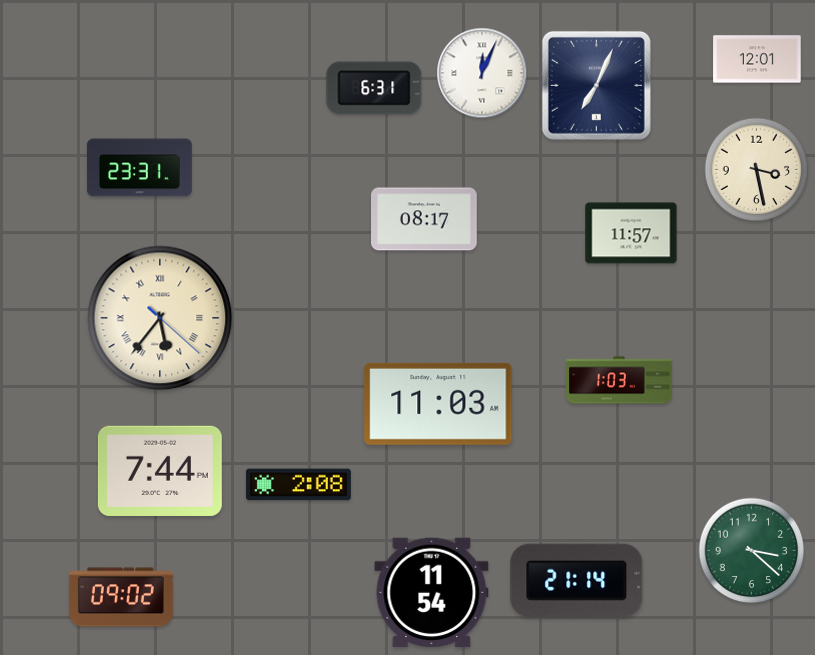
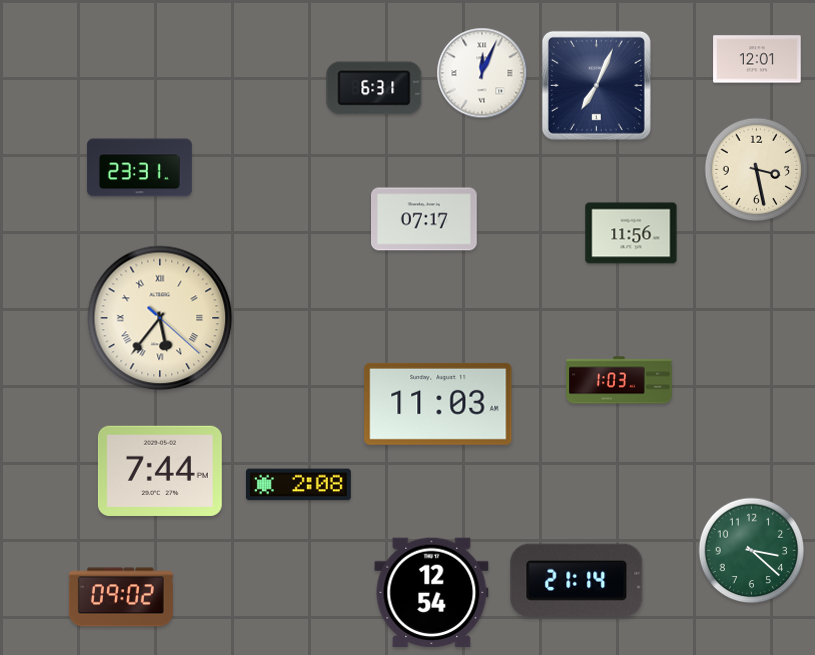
clock at (425, 219): 08:17 -> 07:17
clock at (631, 233): 11:57 -> 11:56
clock at (432, 593): 11:54 -> 12:54
